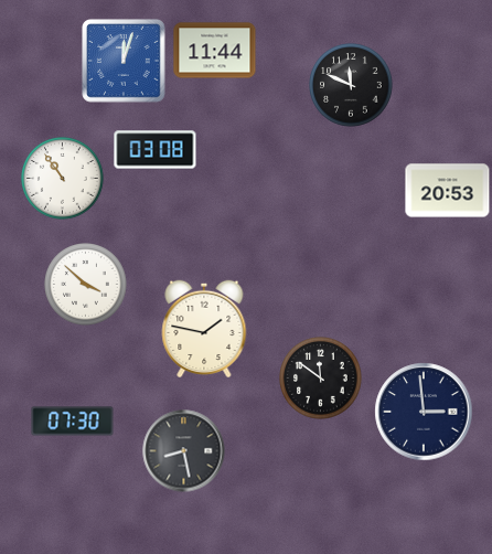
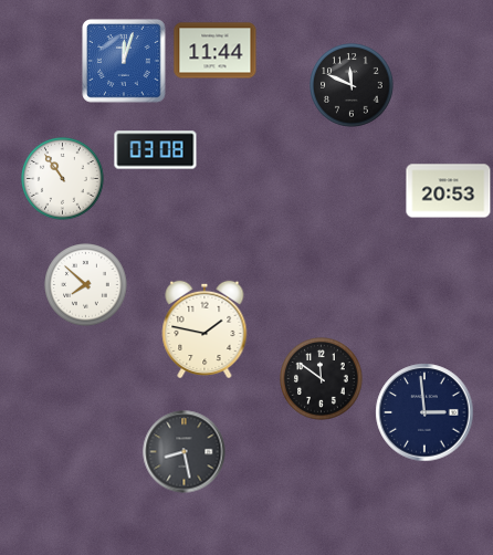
clock at (86, 285): 3:52 -> 7:52
clock at (73, 422): 07:30 -> none
